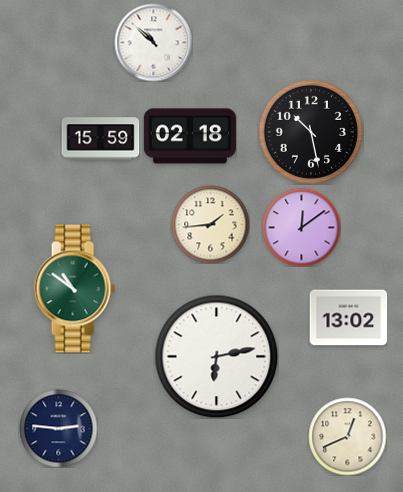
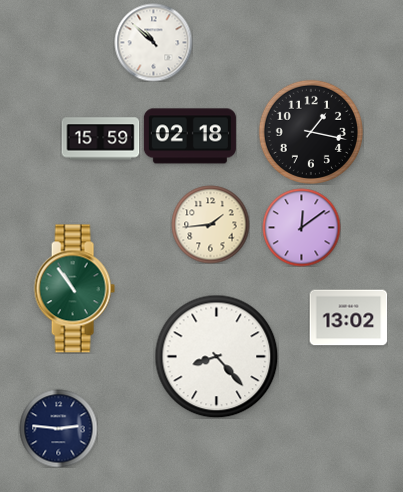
clock at (311, 132): 10:28 -> 1:17
clock at (74, 289): 10:51 -> 10:54
clock at (216, 356): 6:13 -> 8:23
clock at (347, 436): 12:41 -> none
